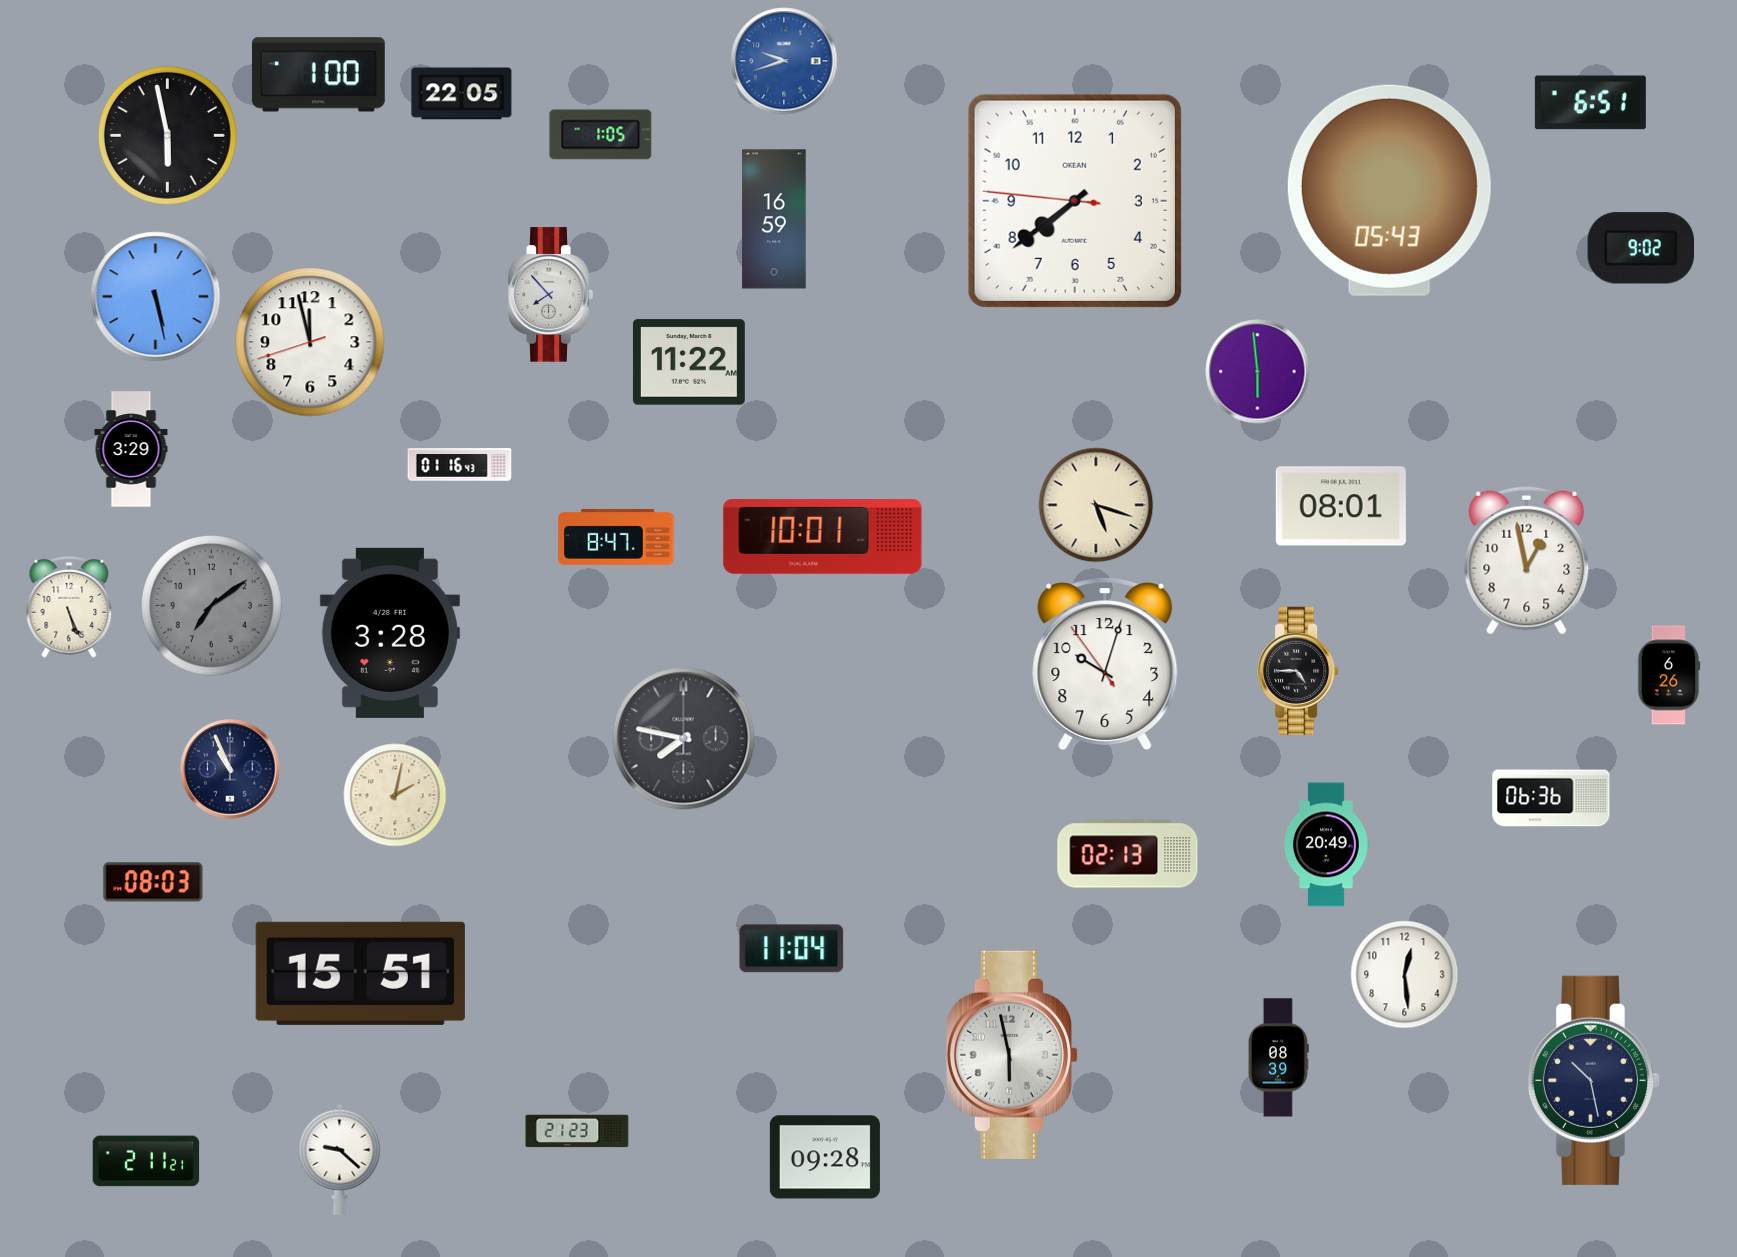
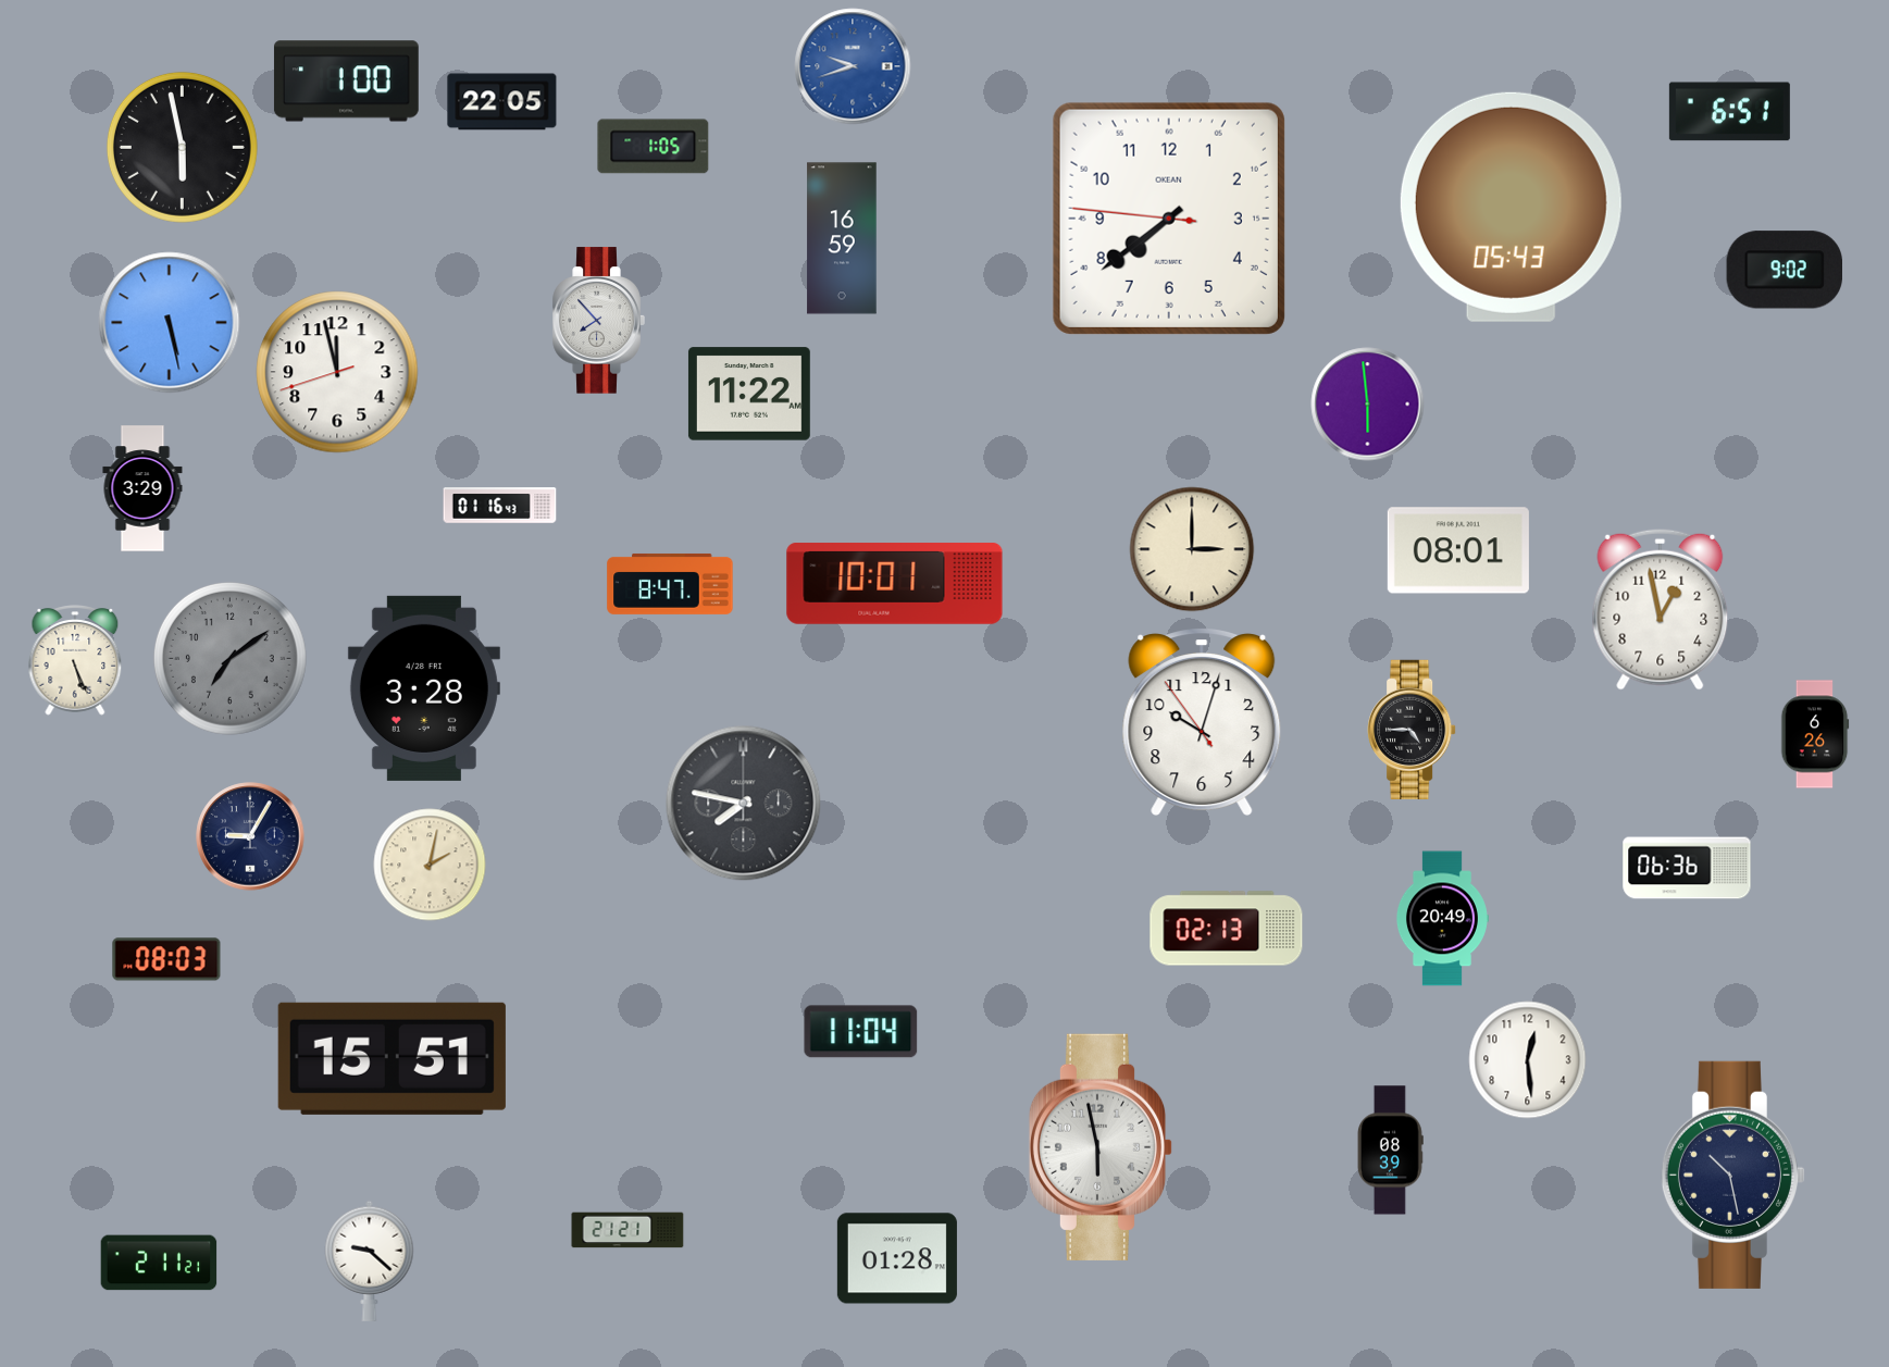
clock at (1096, 505): 5:18 -> 3:00
clock at (230, 769): 10:56 -> 9:05
clock at (577, 1131): 21:23 -> 21:21
clock at (825, 1157): 09:28 -> 01:28
